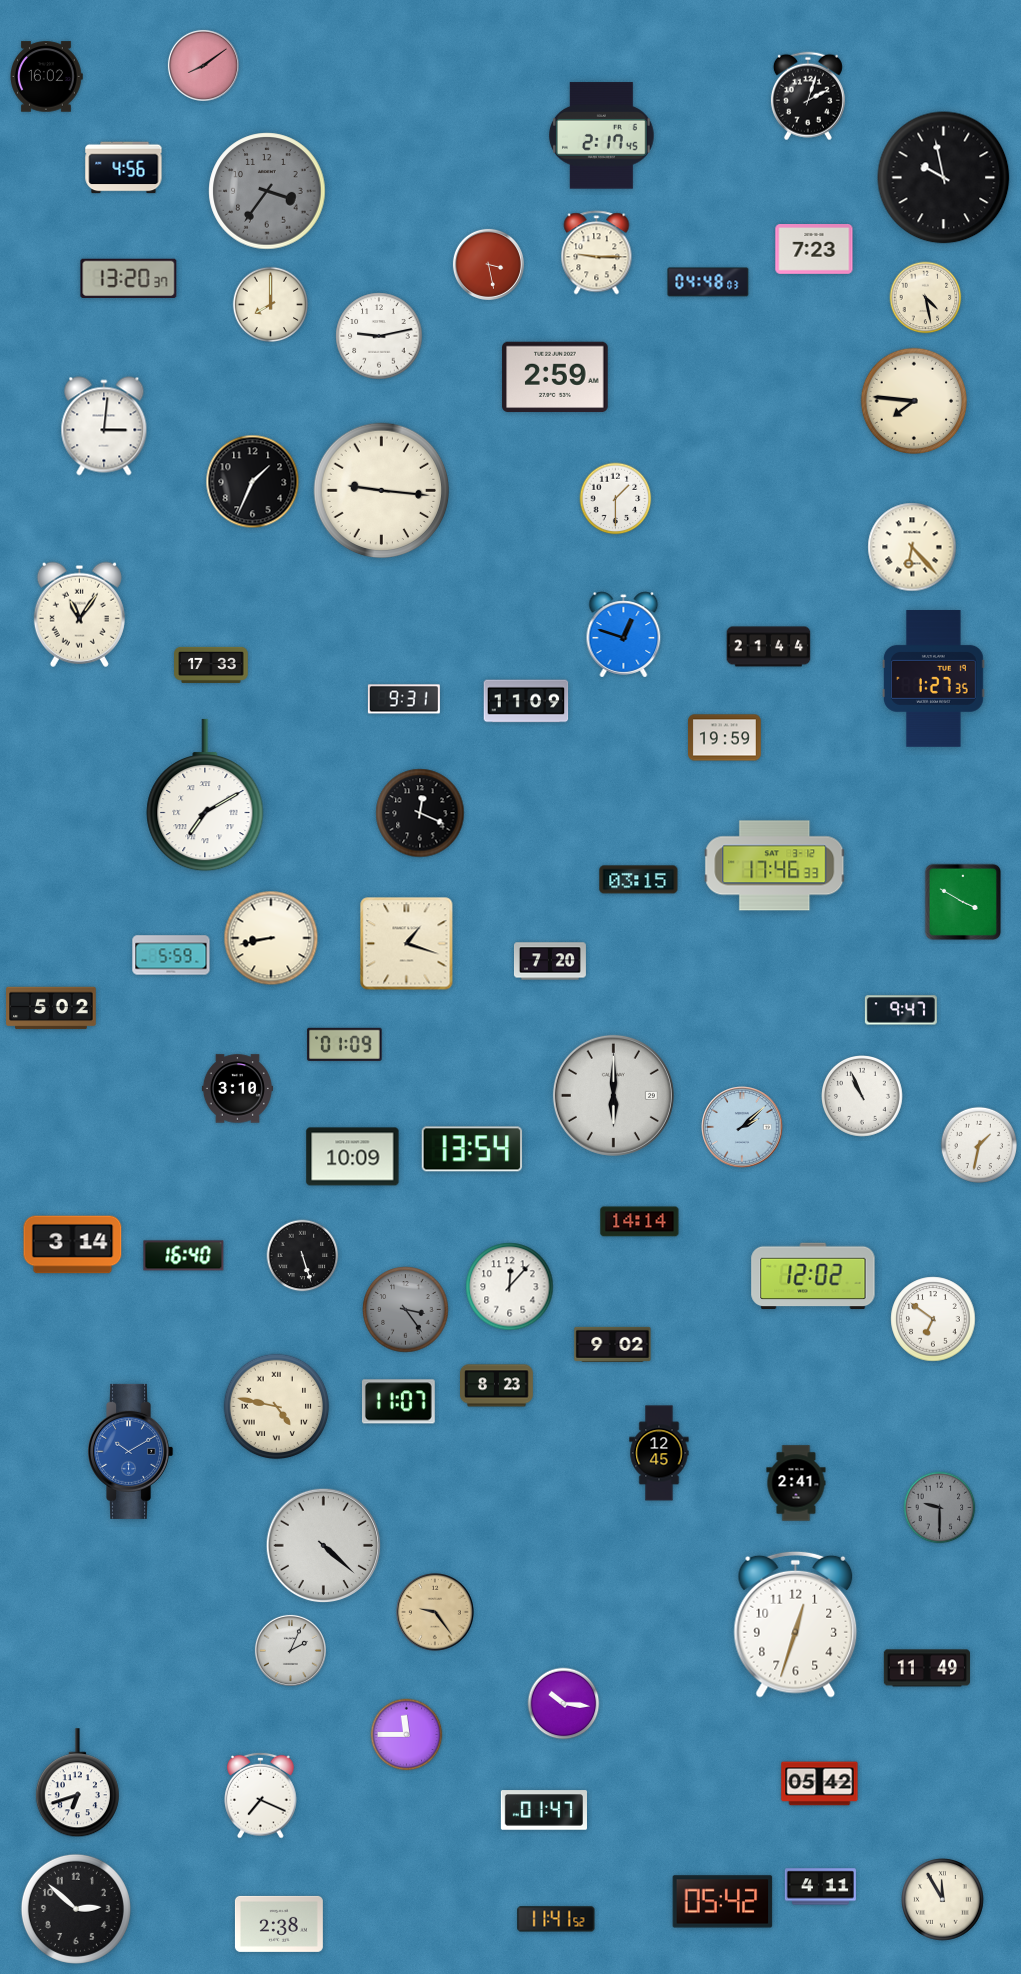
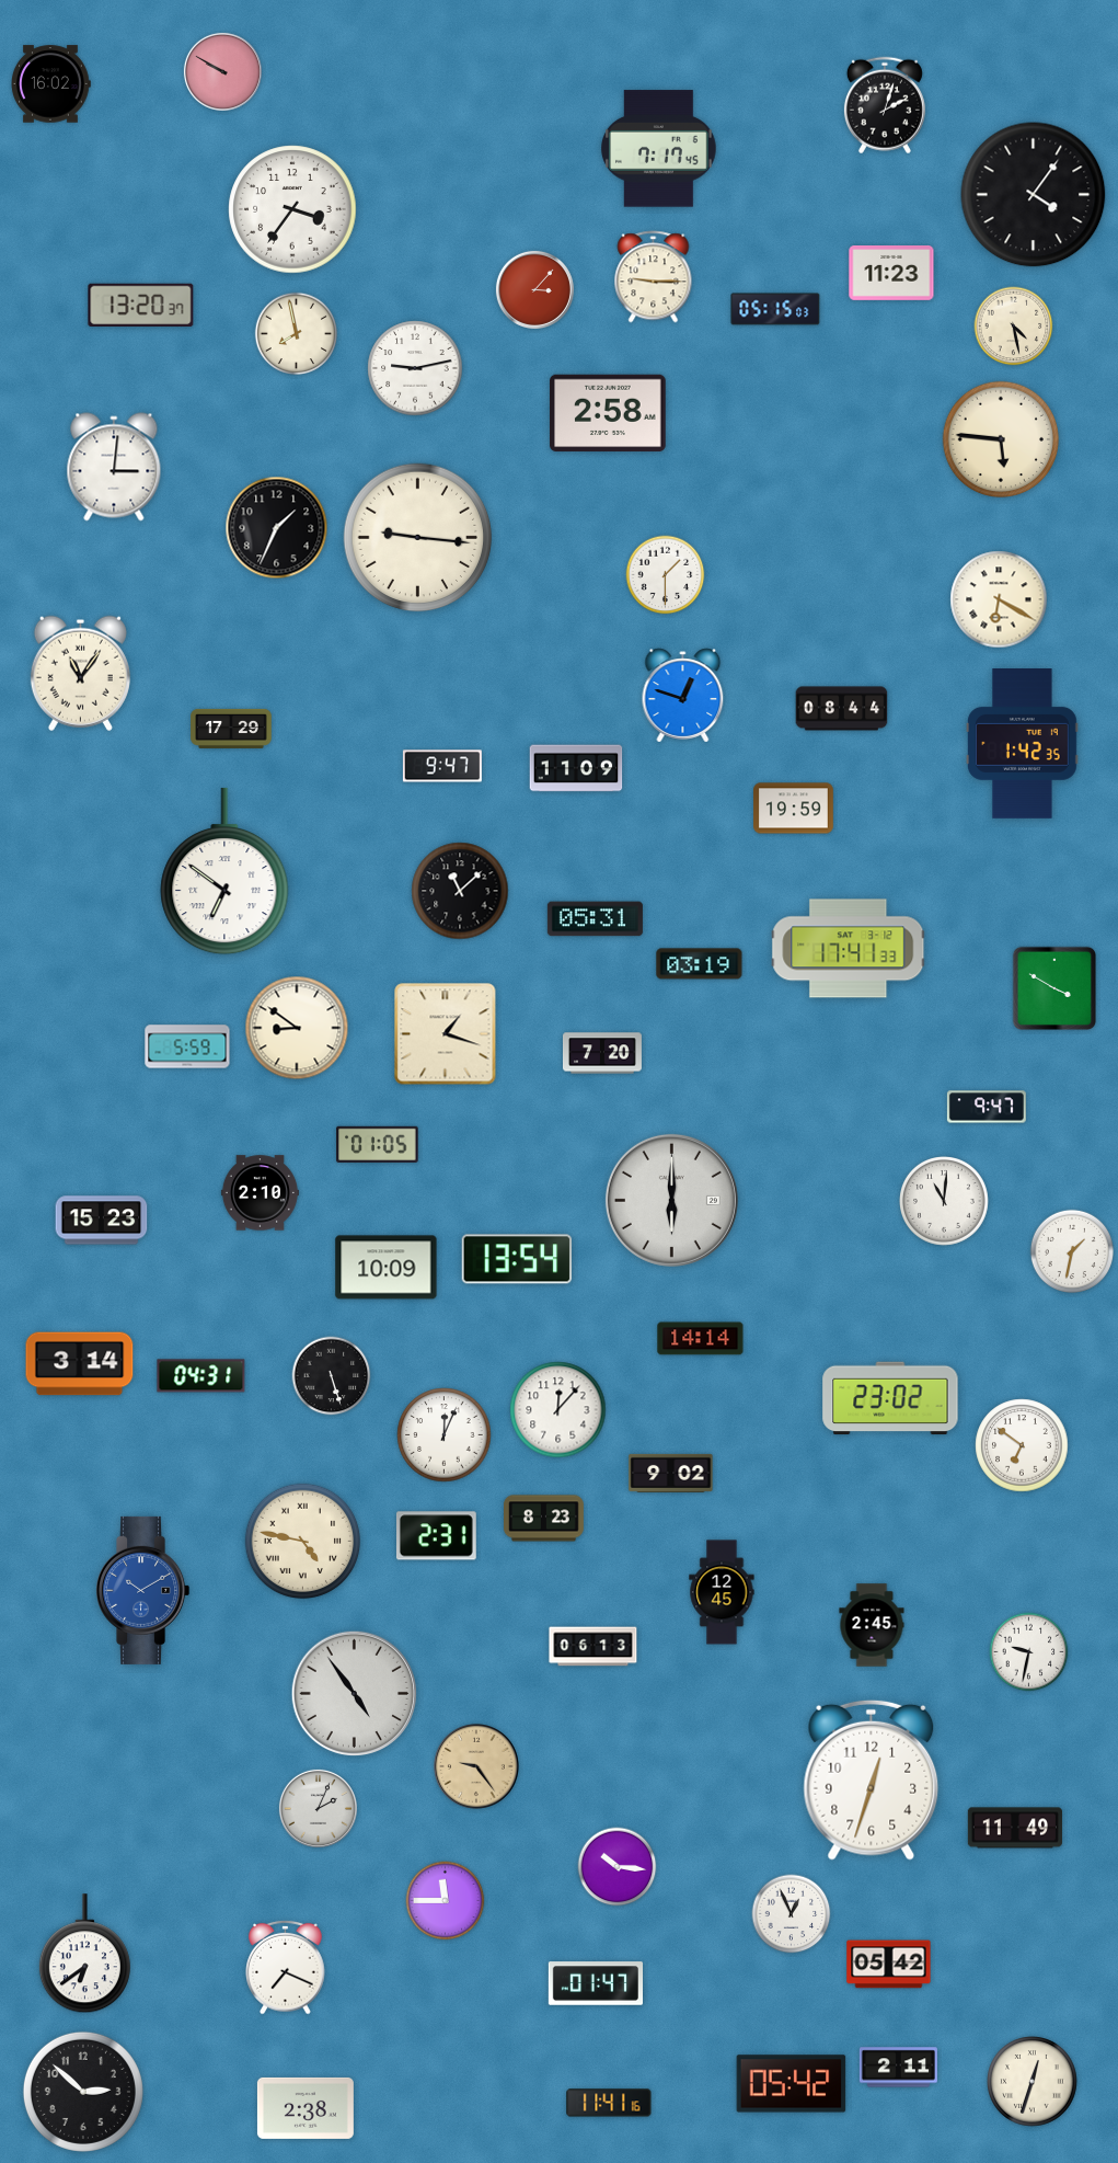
clock at (203, 65): 8:09 -> 9:50
clock at (602, 136): 2:17 -> 7:17
clock at (124, 168): 4:56 -> none
clock at (944, 178): 9:58 -> 4:06
clock at (267, 191) dial: grey -> white
clock at (814, 250): 7:23 -> 11:23
clock at (488, 264): 3:28 -> 3:07
clock at (708, 282): 04:48 -> 05:15
clock at (271, 305): 8:00 -> 7:58
clock at (555, 377): 2:59 -> 2:58
clock at (914, 401): 7:46 -> 5:46
clock at (616, 499) position: (616, 499) -> (666, 575)
clock at (912, 547): 6:23 -> 6:20
clock at (79, 614) position: (79, 614) -> (80, 673)
clock at (769, 647): 21:44 -> 08:44
clock at (211, 665): 17:33 -> 17:29
clock at (934, 679): 1:27 -> 1:42
clock at (404, 699): 9:31 -> 9:47
clock at (205, 795): 7:10 -> 6:51
clock at (420, 813): 12:19 -> 11:08
clock at (595, 919): none -> 05:31
clock at (775, 866): 17:46 -> 17:41
clock at (639, 880): 03:15 -> 03:19
clock at (271, 938): 8:43 -> 8:51
clock at (51, 1008): 5:02 -> none
clock at (345, 1044): 01:09 -> 01:05
clock at (237, 1089): 3:10 -> 2:10
clock at (863, 1097): 10:56 -> 11:01
clock at (102, 1221): none -> 15:23
clock at (742, 1127): 2:08 -> none
clock at (978, 1144) position: (978, 1144) -> (1071, 1250)
clock at (184, 1256): 16:40 -> 04:31
clock at (813, 1276): 12:02 -> 23:02
clock at (406, 1310): 3:24 -> 12:04
clock at (406, 1310) dial: grey -> white
clock at (398, 1402): 11:07 -> 2:31
clock at (796, 1483): 2:41 -> 2:45
clock at (593, 1647): none -> 06:13
clock at (940, 1508): 9:30 -> 9:32
clock at (940, 1508) dial: grey -> white
clock at (324, 1546): 4:22 -> 4:54
clock at (792, 1914): none -> 12:56
clock at (77, 1783): 6:42 -> 6:39
clock at (820, 1784) position: (820, 1784) -> (889, 1965)
clock at (820, 1887): 4:11 -> 2:11
clock at (943, 1900): 11:55 -> 12:33
clock at (556, 1919): 11:41:52 -> 11:41:16
